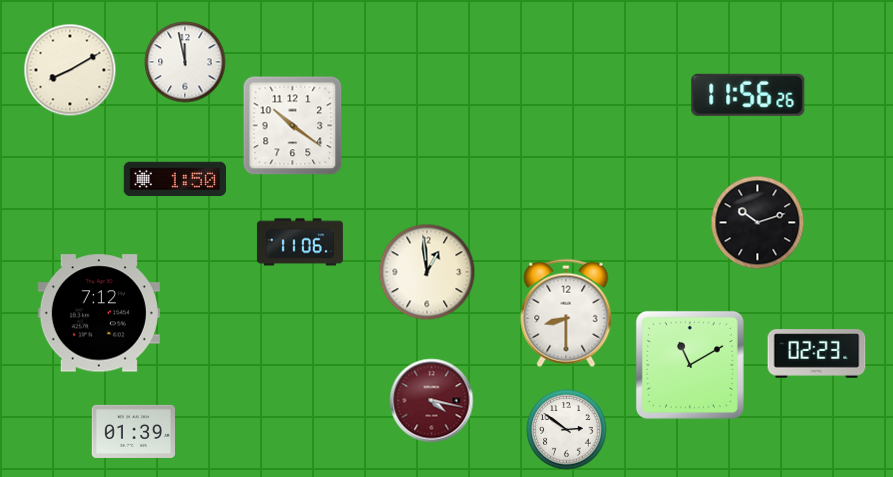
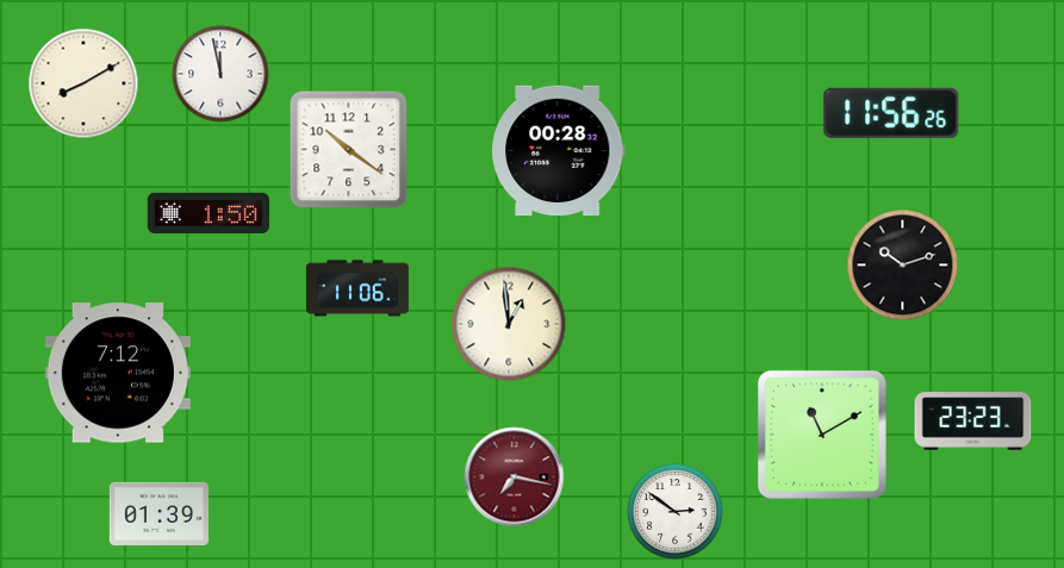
clock at (559, 151): none -> 00:28
clock at (566, 313): 8:30 -> none
clock at (817, 354): 02:23 -> 23:23
clock at (432, 401): 4:17 -> 7:17
